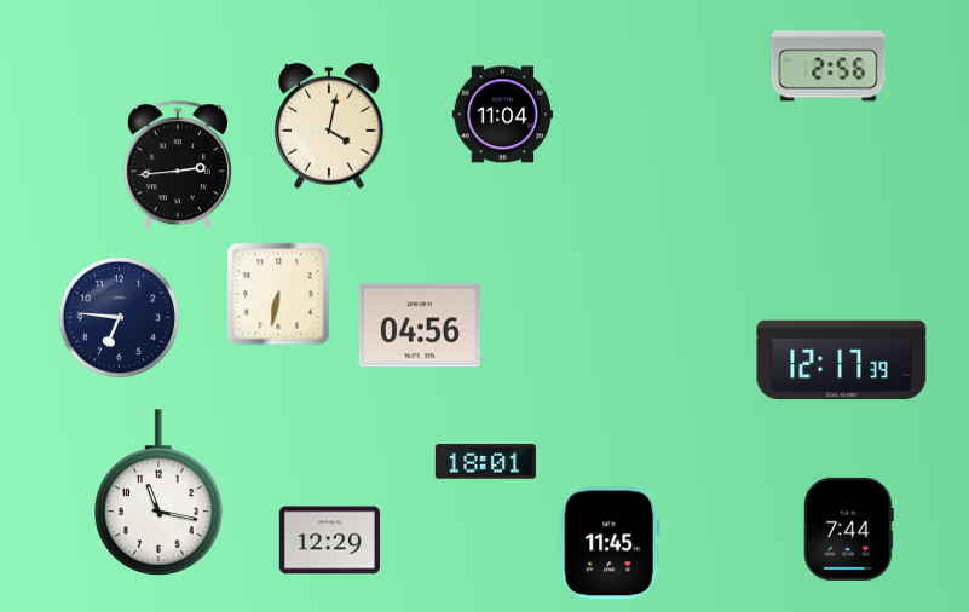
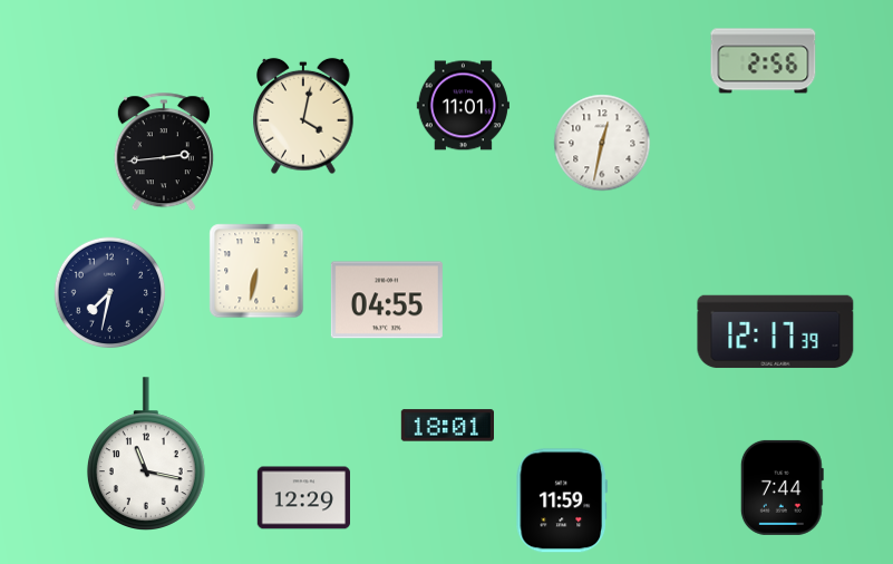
clock at (502, 115): 11:04 -> 11:01
clock at (602, 143): none -> 12:32
clock at (120, 318): 6:46 -> 7:32
clock at (420, 325): 04:56 -> 04:55
clock at (608, 543): 11:45 -> 11:59
